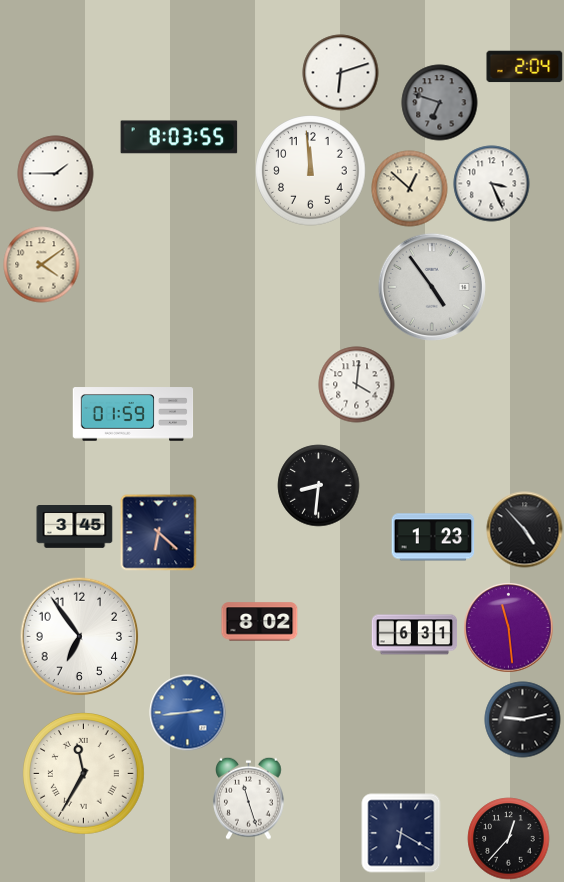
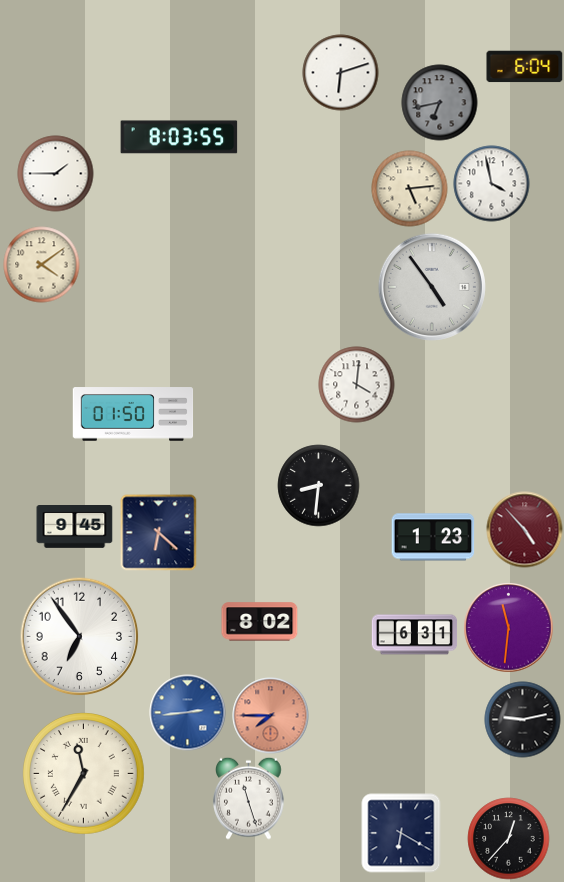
clock at (525, 67): 2:04 -> 6:04
clock at (440, 103): 6:48 -> 6:43
clock at (311, 171): 11:59 -> none
clock at (492, 184): 3:26 -> 3:58
clock at (410, 189): 12:52 -> 5:14
clock at (133, 414): 01:59 -> 01:50
clock at (75, 527): 3:45 -> 9:45
clock at (525, 530) dial: black -> burgundy
clock at (509, 628): 11:29 -> 11:31
clock at (271, 716): none -> 7:45
